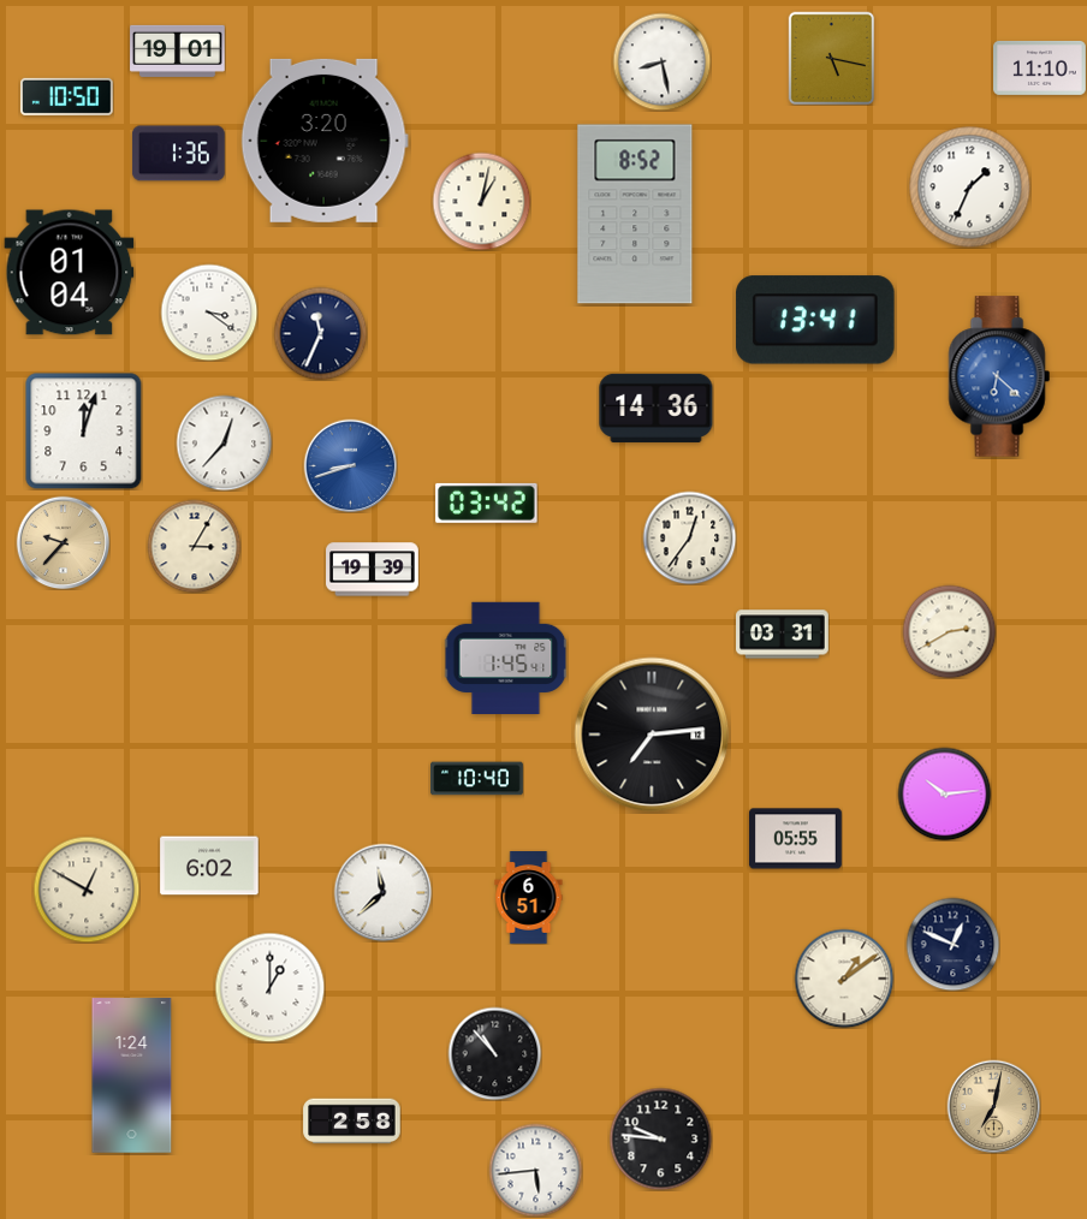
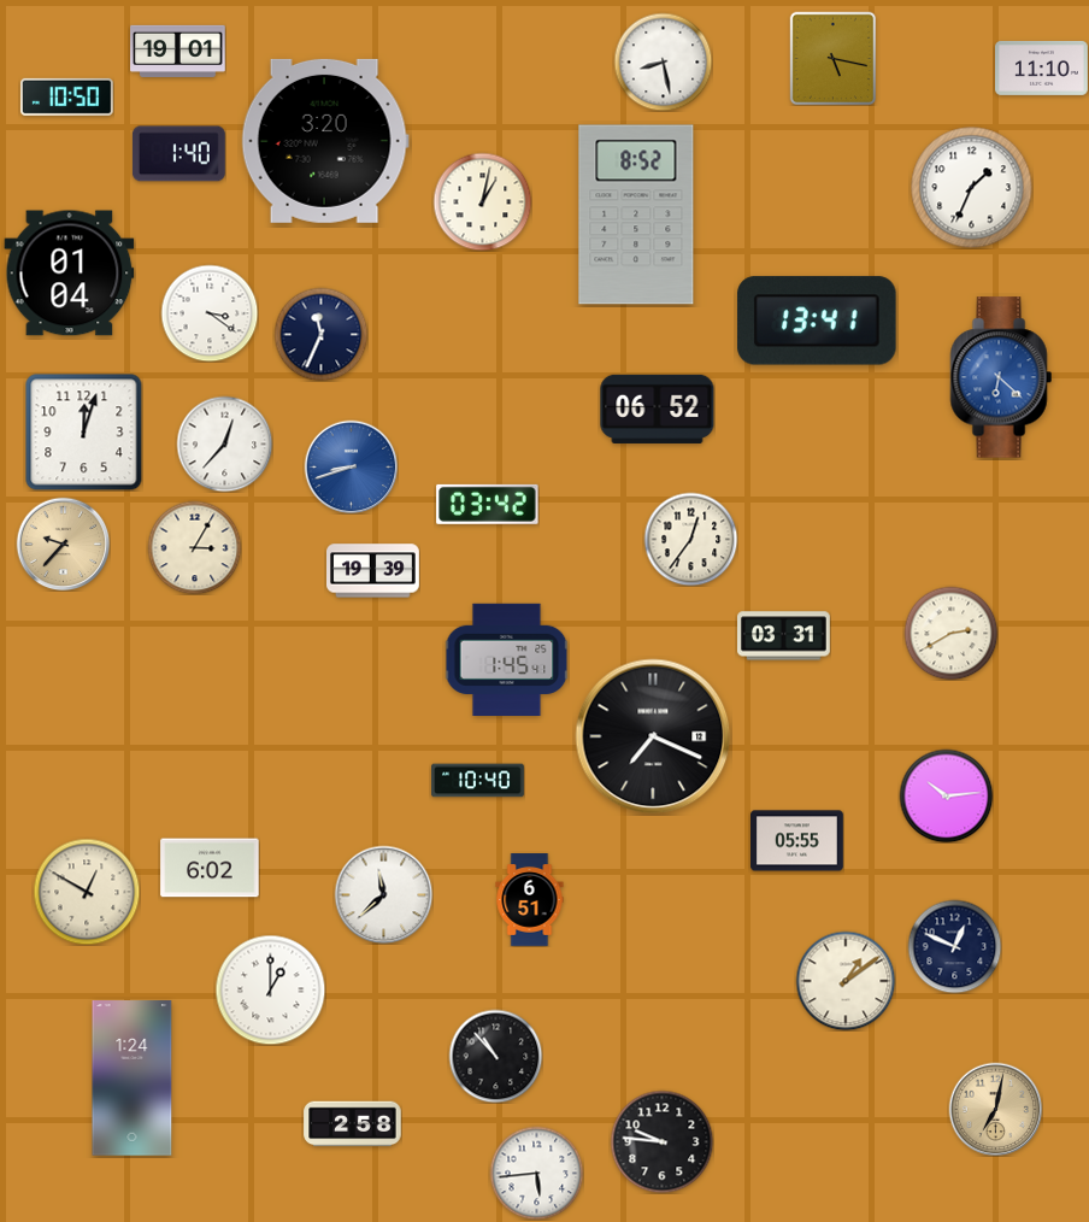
clock at (178, 154): 1:36 -> 1:40
clock at (657, 408): 14:36 -> 06:52
clock at (652, 735): 7:14 -> 7:19
